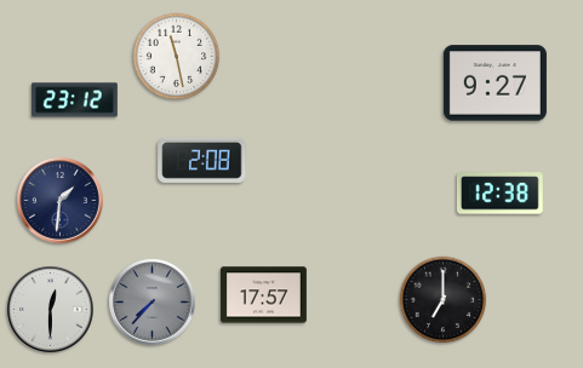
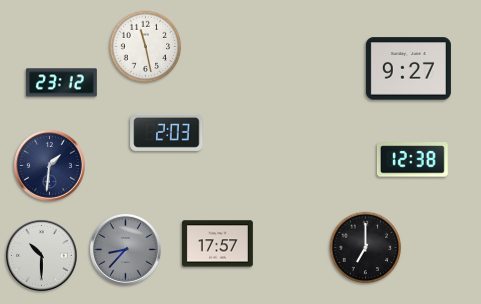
clock at (202, 160): 2:08 -> 2:03
clock at (153, 303): 7:37 -> 8:37
clock at (51, 310): 12:30 -> 10:30
